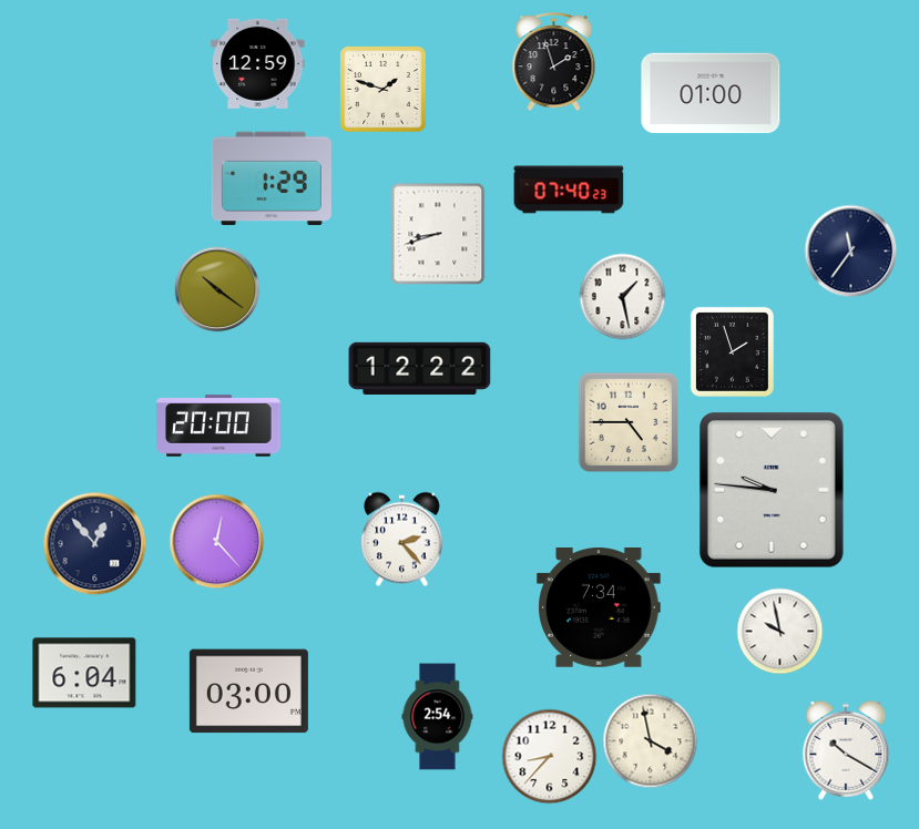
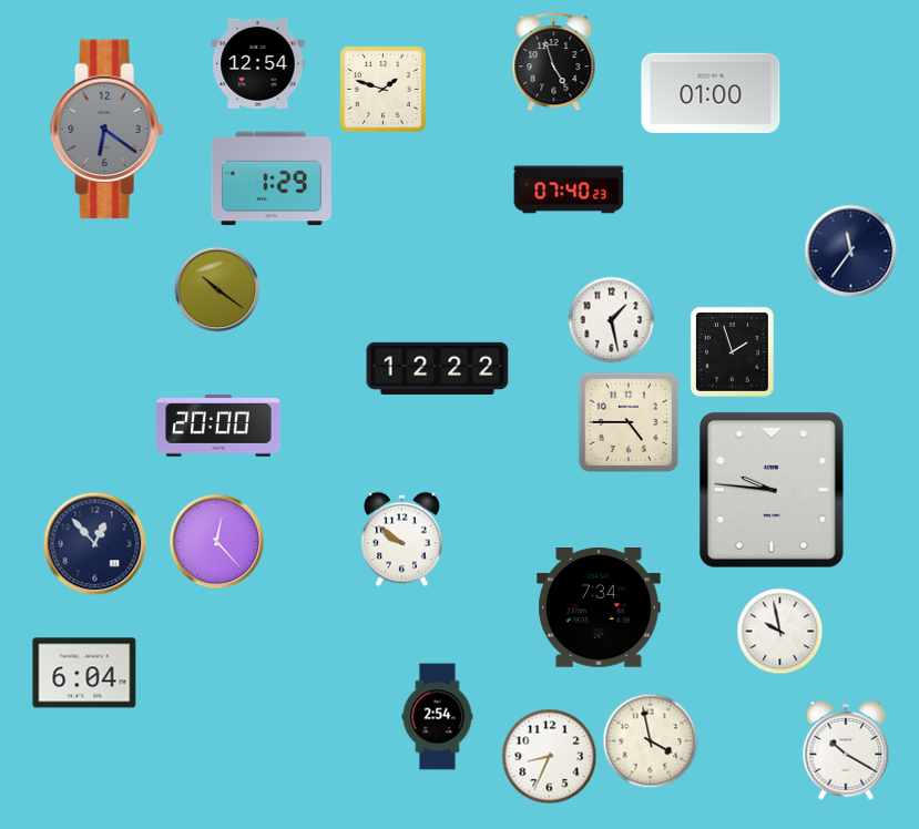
clock at (554, 62): 1:57 -> 4:57
clock at (258, 63): 12:59 -> 12:54
clock at (108, 130): none -> 6:21
clock at (438, 234): 8:42 -> none
clock at (623, 297) position: (623, 297) -> (612, 320)
clock at (420, 368) position: (420, 368) -> (438, 368)
clock at (402, 540): 2:23 -> 9:51
clock at (248, 692): 03:00 -> none
clock at (550, 757): 8:37 -> 8:34
